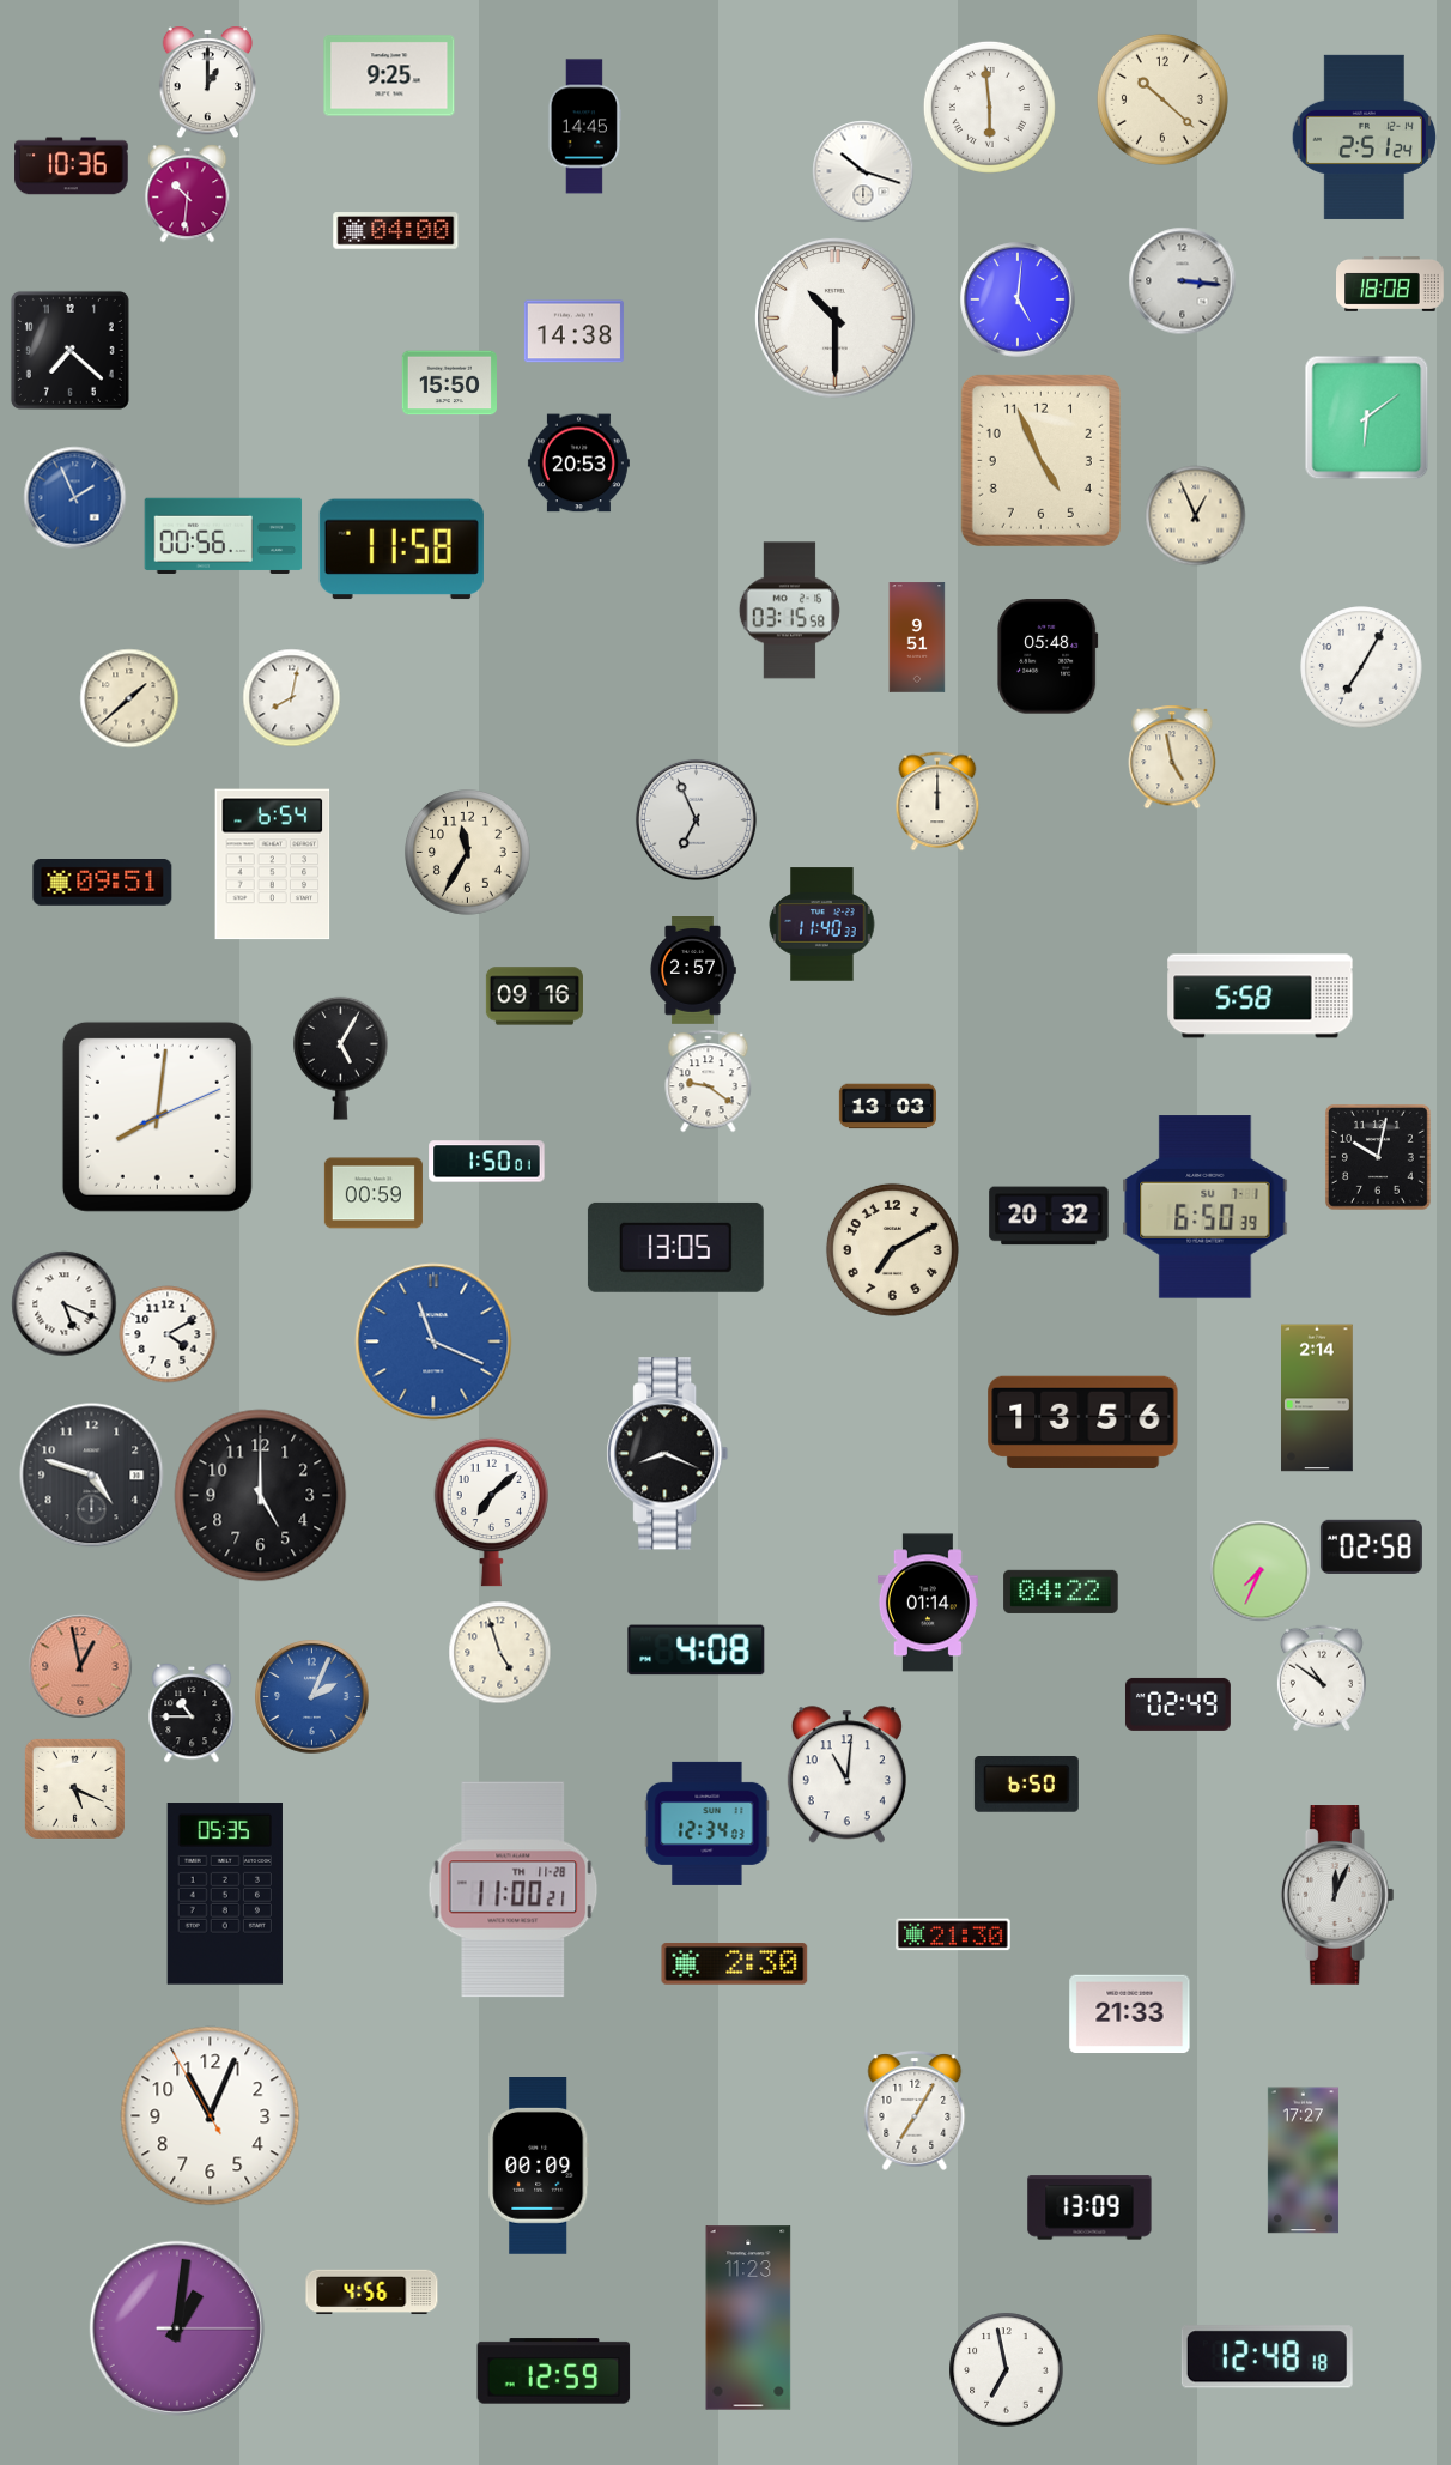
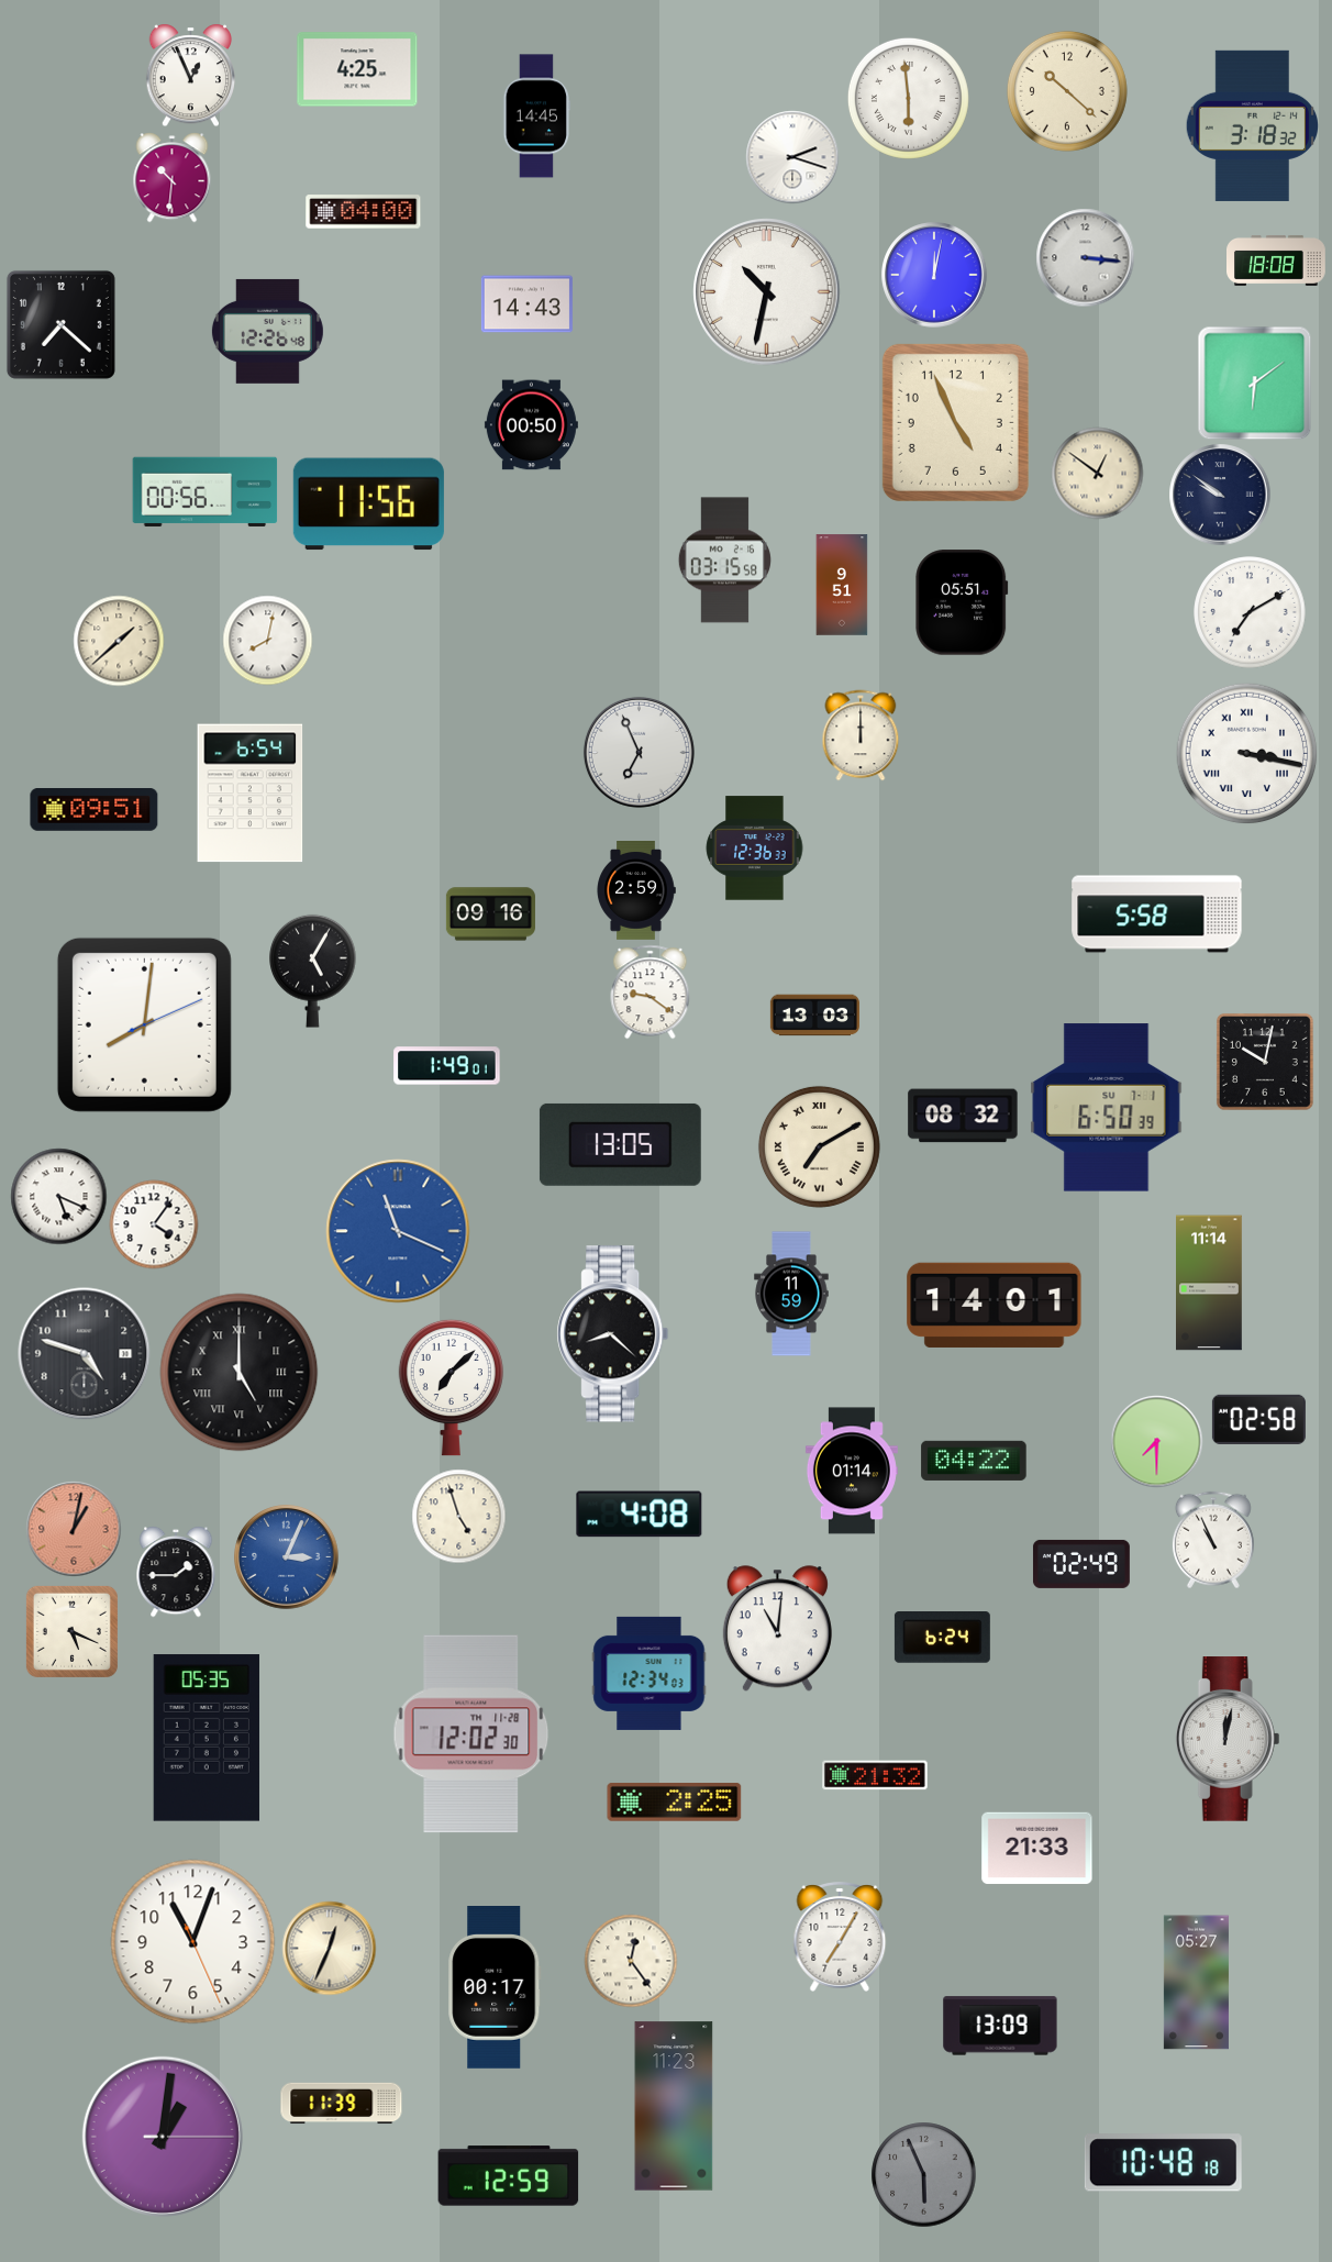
clock at (389, 75): 9:25 -> 4:25
clock at (207, 81): 1:00 -> 12:56
clock at (1364, 137): 2:51 -> 3:18
clock at (72, 166): 10:36 -> none
clock at (863, 171): 10:18 -> 2:18
clock at (1018, 299): 5:01 -> 12:02
clock at (836, 319): 10:30 -> 10:32
clock at (573, 332): 14:38 -> 14:43
clock at (69, 350) position: (69, 350) -> (60, 324)
clock at (267, 331): none -> 12:26
clock at (449, 383): 15:50 -> none
clock at (578, 464): 20:53 -> 00:50
clock at (74, 497): 1:56 -> none
clock at (1195, 515): 12:56 -> 12:51
clock at (1220, 495): none -> 9:51
clock at (401, 550): 11:58 -> 11:56
clock at (1048, 656): 05:48 -> 05:51
clock at (1361, 667): 7:05 -> 7:10
clock at (1172, 757): 4:58 -> none
clock at (1246, 753): none -> 3:17
clock at (468, 853): 11:35 -> none
clock at (822, 925): 11:40 -> 12:36
clock at (693, 971): 2:57 -> 2:59
clock at (487, 1162): 1:50 -> 1:49
clock at (374, 1193): 00:59 -> none
clock at (1049, 1216): 20:32 -> 08:32
clock at (892, 1249) numerals: Arabic -> Roman
clock at (168, 1334): 4:10 -> 4:06
clock at (1318, 1398): 2:14 -> 11:14
clock at (791, 1294): none -> 11:59
clock at (1083, 1422): 13:56 -> 14:01
clock at (668, 1454): 8:19 -> 8:22
clock at (261, 1496) numerals: Arabic -> Roman
clock at (1259, 1570): 7:34 -> 7:30
clock at (80, 1666): 12:58 -> 1:02
clock at (1322, 1678): 10:51 -> 10:56
clock at (312, 1697): 2:04 -> 3:04
clock at (192, 1713): 10:45 -> 1:45
clock at (1026, 1785): 6:50 -> 6:24
clock at (74, 1788) position: (74, 1788) -> (71, 1631)
clock at (514, 1890): 11:00 -> 12:02
clock at (1337, 1895): 12:04 -> 12:02
clock at (953, 1934): 21:30 -> 21:32
clock at (735, 1964): 2:30 -> 2:25
clock at (211, 2116): 11:03:55 -> 11:03:26
clock at (329, 1948): none -> 12:34
clock at (631, 1961): none -> 12:24
clock at (1303, 2161): 17:27 -> 05:27
clock at (539, 2167): 00:09 -> 00:17
clock at (372, 2293): 4:56 -> 11:39
clock at (748, 2318) position: (748, 2318) -> (674, 2106)
clock at (1267, 2357): 12:48 -> 10:48
clock at (1006, 2369): 6:58 -> 5:56
clock at (1006, 2369) dial: white -> grey
